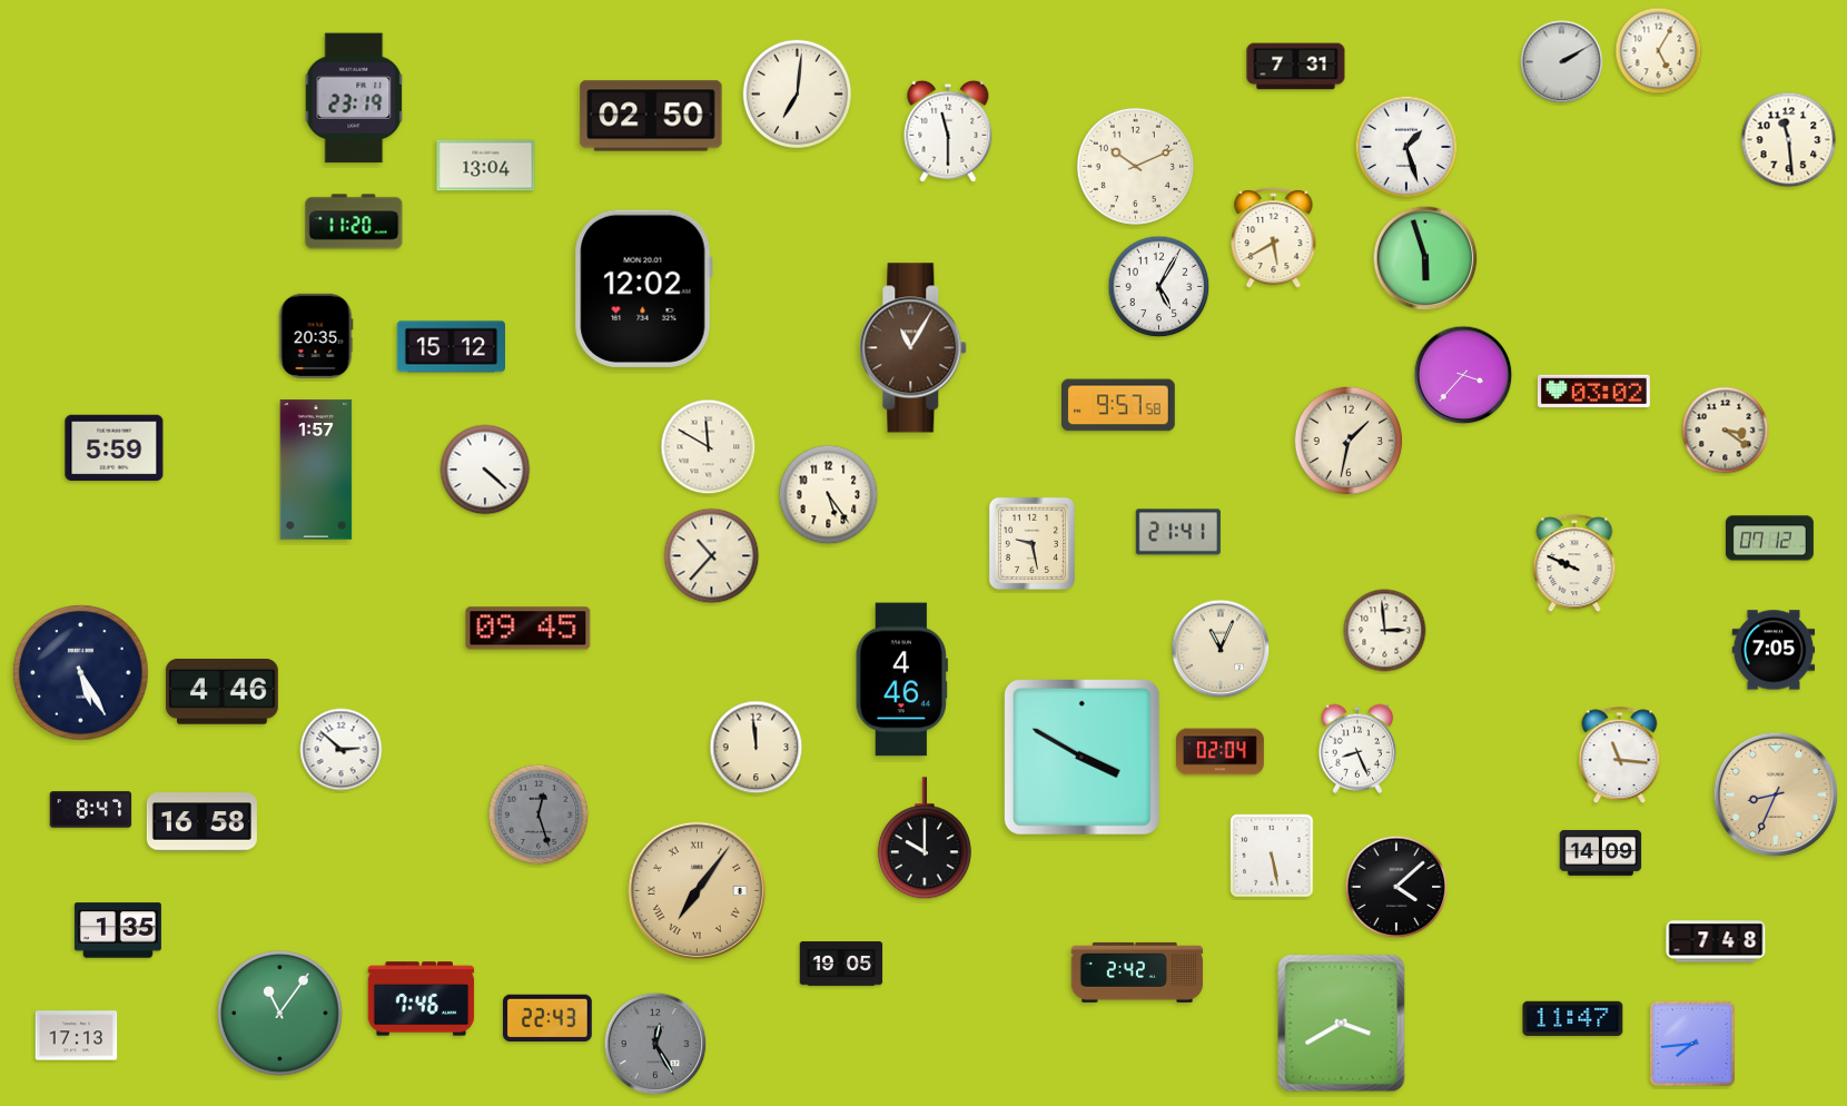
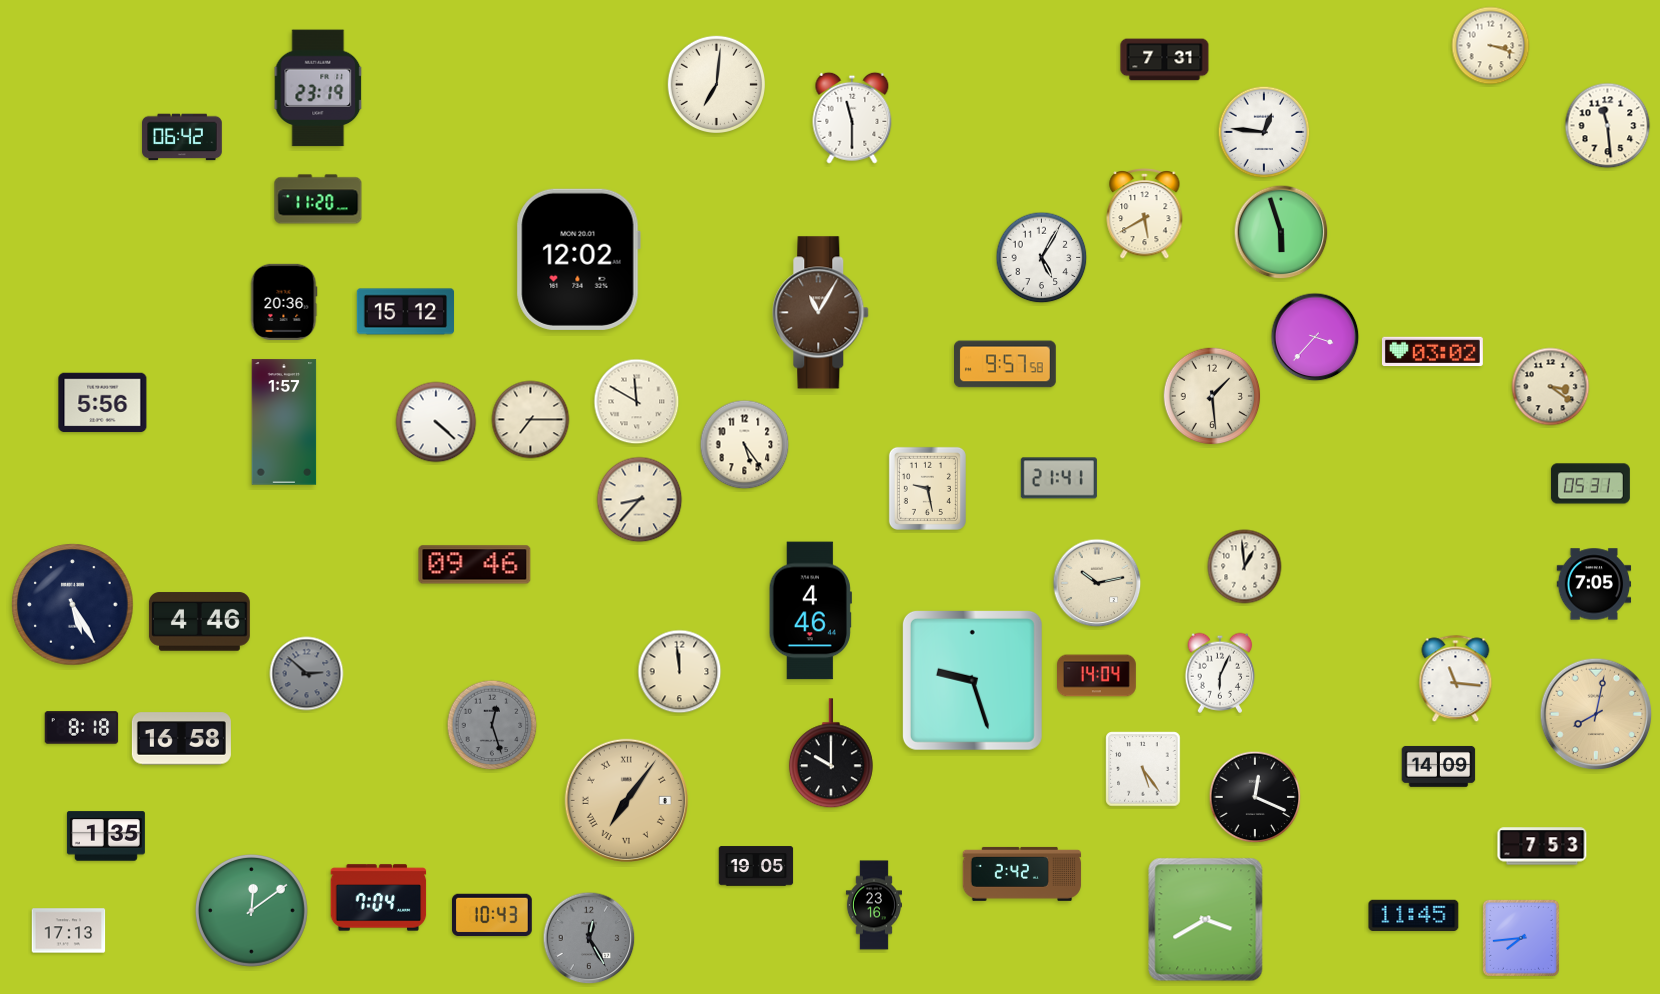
clock at (1659, 51): 5:05 -> 3:18
clock at (1562, 62): 2:10 -> none
clock at (651, 116): 02:50 -> none
clock at (1406, 147): 1:27 -> 12:46
clock at (182, 137): none -> 06:42
clock at (486, 166): 13:04 -> none
clock at (1135, 166): 10:11 -> none
clock at (316, 336): 20:35 -> 20:36
clock at (1349, 441): 1:32 -> 1:29
clock at (115, 448): 5:59 -> 5:56
clock at (531, 420): none -> 7:15
clock at (1769, 539): 07:12 -> 05:31
clock at (712, 556): 10:37 -> 8:37
clock at (1574, 564): 9:49 -> none
clock at (529, 629): 09:45 -> 09:46
clock at (1385, 631): 2:59 -> 12:59
clock at (1221, 649): 11:04 -> 10:13
clock at (1357, 749): 8:26 -> 6:04
clock at (342, 750) dial: white -> grey
clock at (1221, 752): 02:04 -> 14:04
clock at (1081, 757): 3:50 -> 9:27
clock at (1776, 794): 8:34 -> 8:02
clock at (91, 810): 8:47 -> 8:18
clock at (539, 814) position: (539, 814) -> (492, 725)
clock at (1272, 856): 5:28 -> 5:24
clock at (1396, 887): 4:08 -> 12:19
clock at (1716, 941): 7:48 -> 7:53
clock at (422, 999): 7:46 -> 7:04
clock at (874, 905): none -> 23:16
clock at (279, 1013): 11:06 -> 12:09
clock at (549, 1018): 22:43 -> 10:43
clock at (1573, 1018): 11:47 -> 11:45
